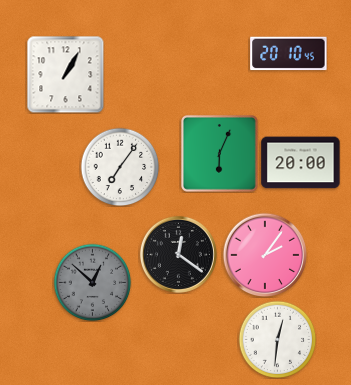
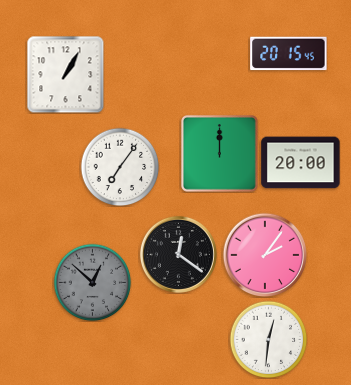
clock at (289, 54): 20:10 -> 20:15
clock at (220, 154): 6:04 -> 12:00
clock at (277, 339) position: (277, 339) -> (268, 339)
